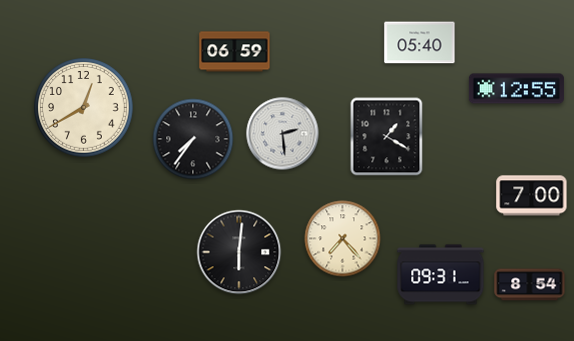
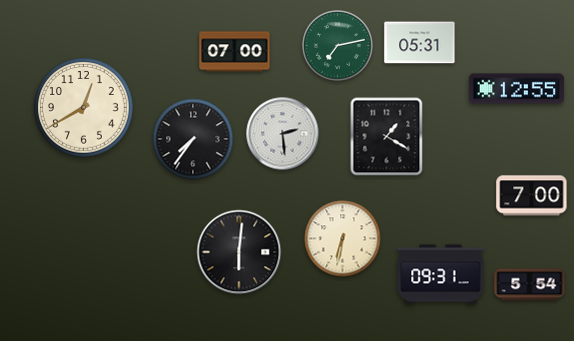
clock at (420, 43): 05:40 -> 05:31
clock at (338, 46): none -> 7:13
clock at (235, 52): 06:59 -> 07:00
clock at (343, 239): 7:23 -> 6:32
clock at (530, 285): 8:54 -> 5:54
